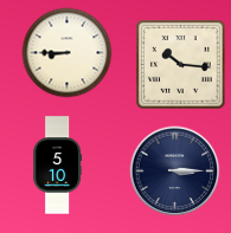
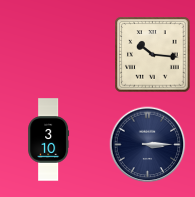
clock at (68, 53): 8:45 -> none
clock at (58, 166): 5:10 -> 3:10
